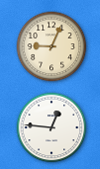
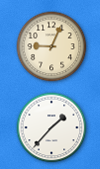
clock at (52, 128): 12:46 -> 1:37
